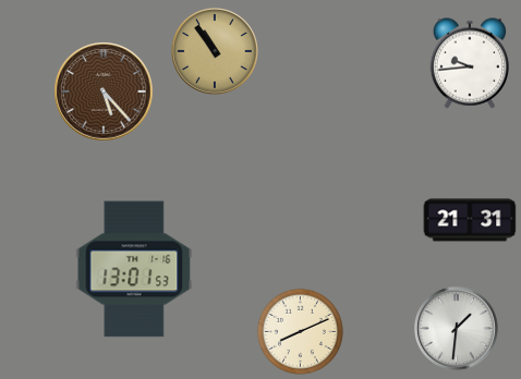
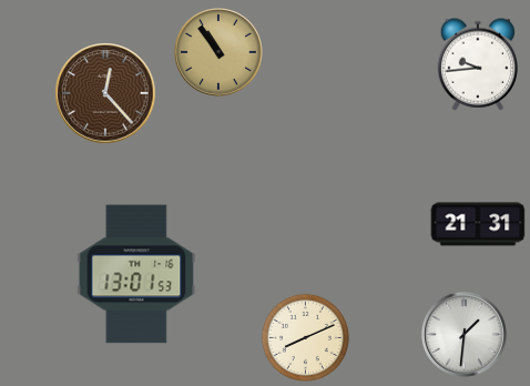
clock at (104, 91): 5:23 -> 12:23
